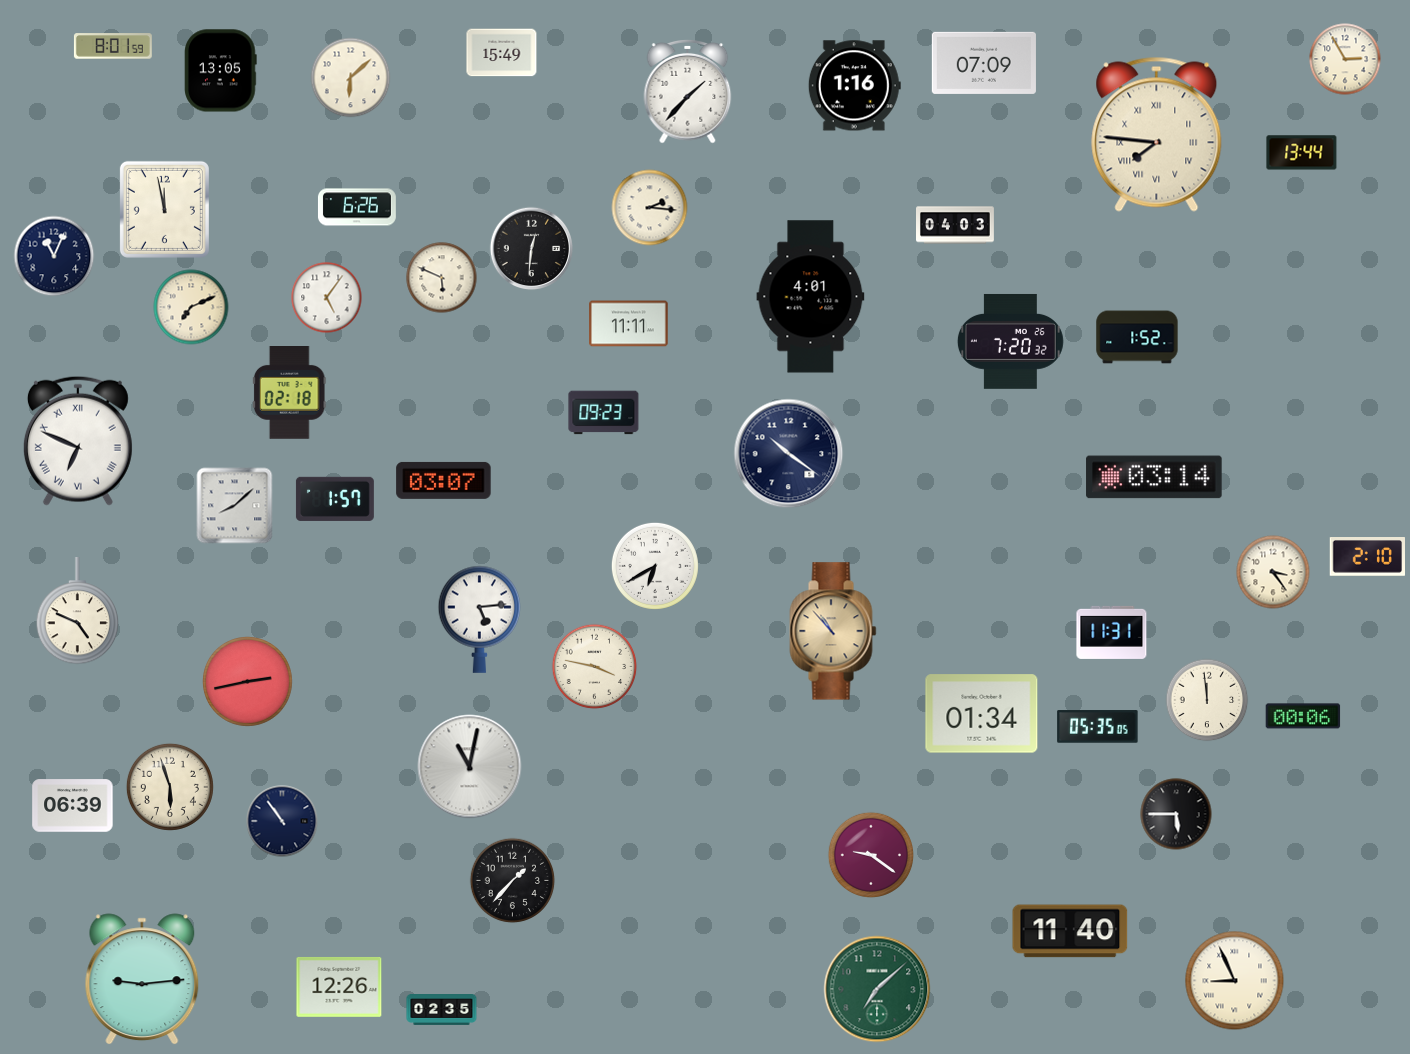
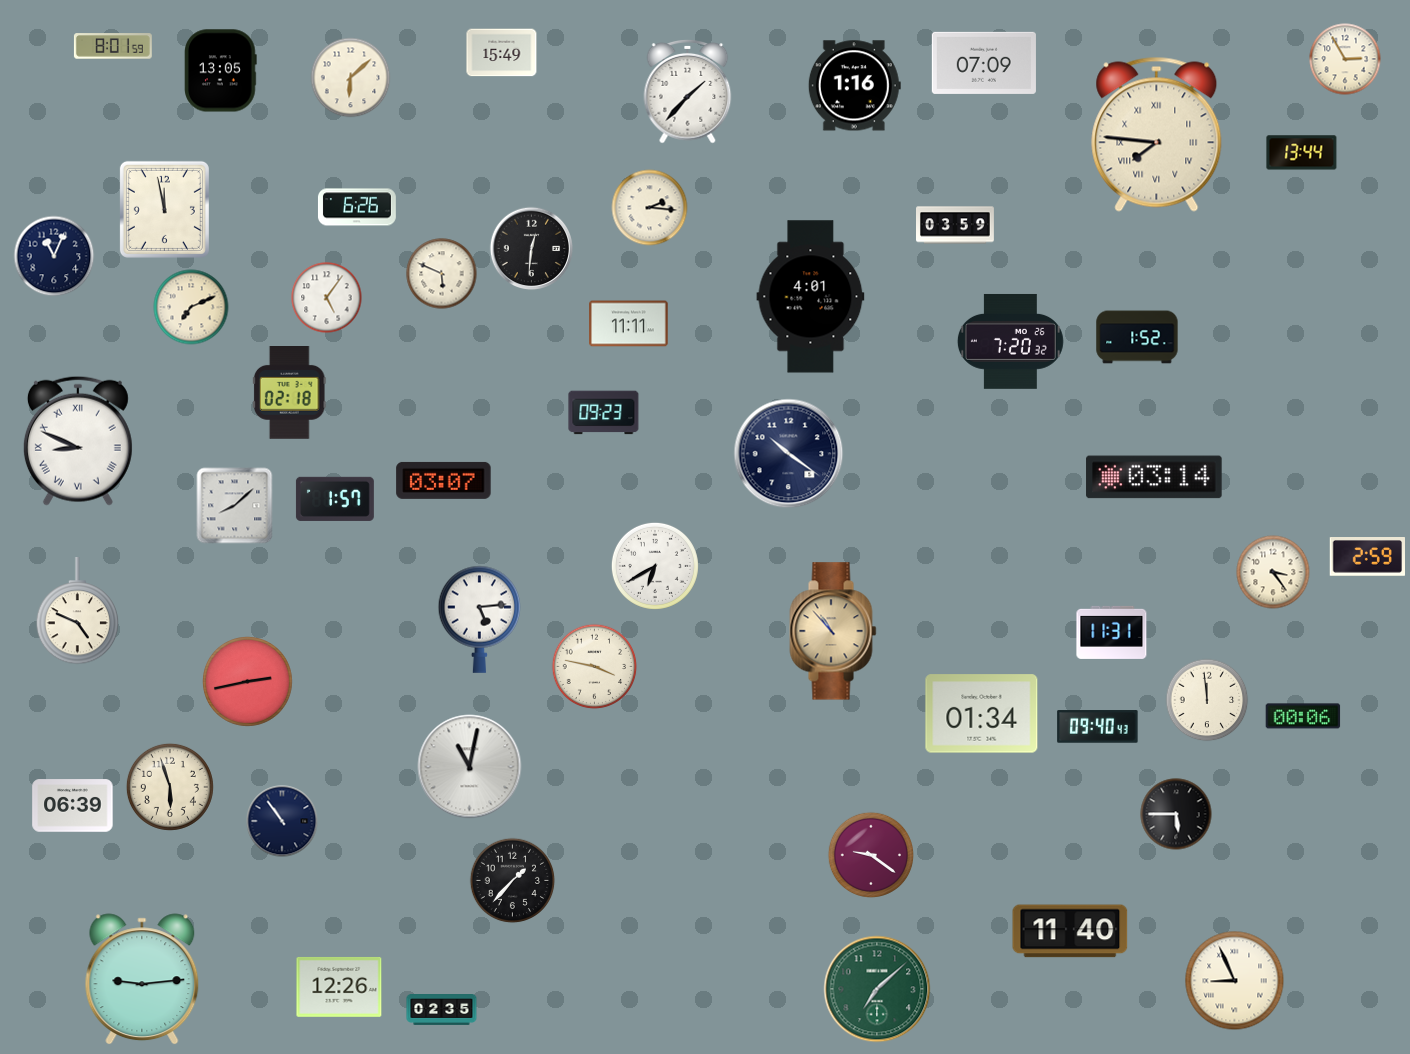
clock at (956, 225): 04:03 -> 03:59
clock at (442, 278) position: (442, 278) -> (442, 274)
clock at (78, 441): 6:49 -> 8:49
clock at (1367, 557): 2:10 -> 2:59
clock at (1098, 727): 05:35 -> 09:40
